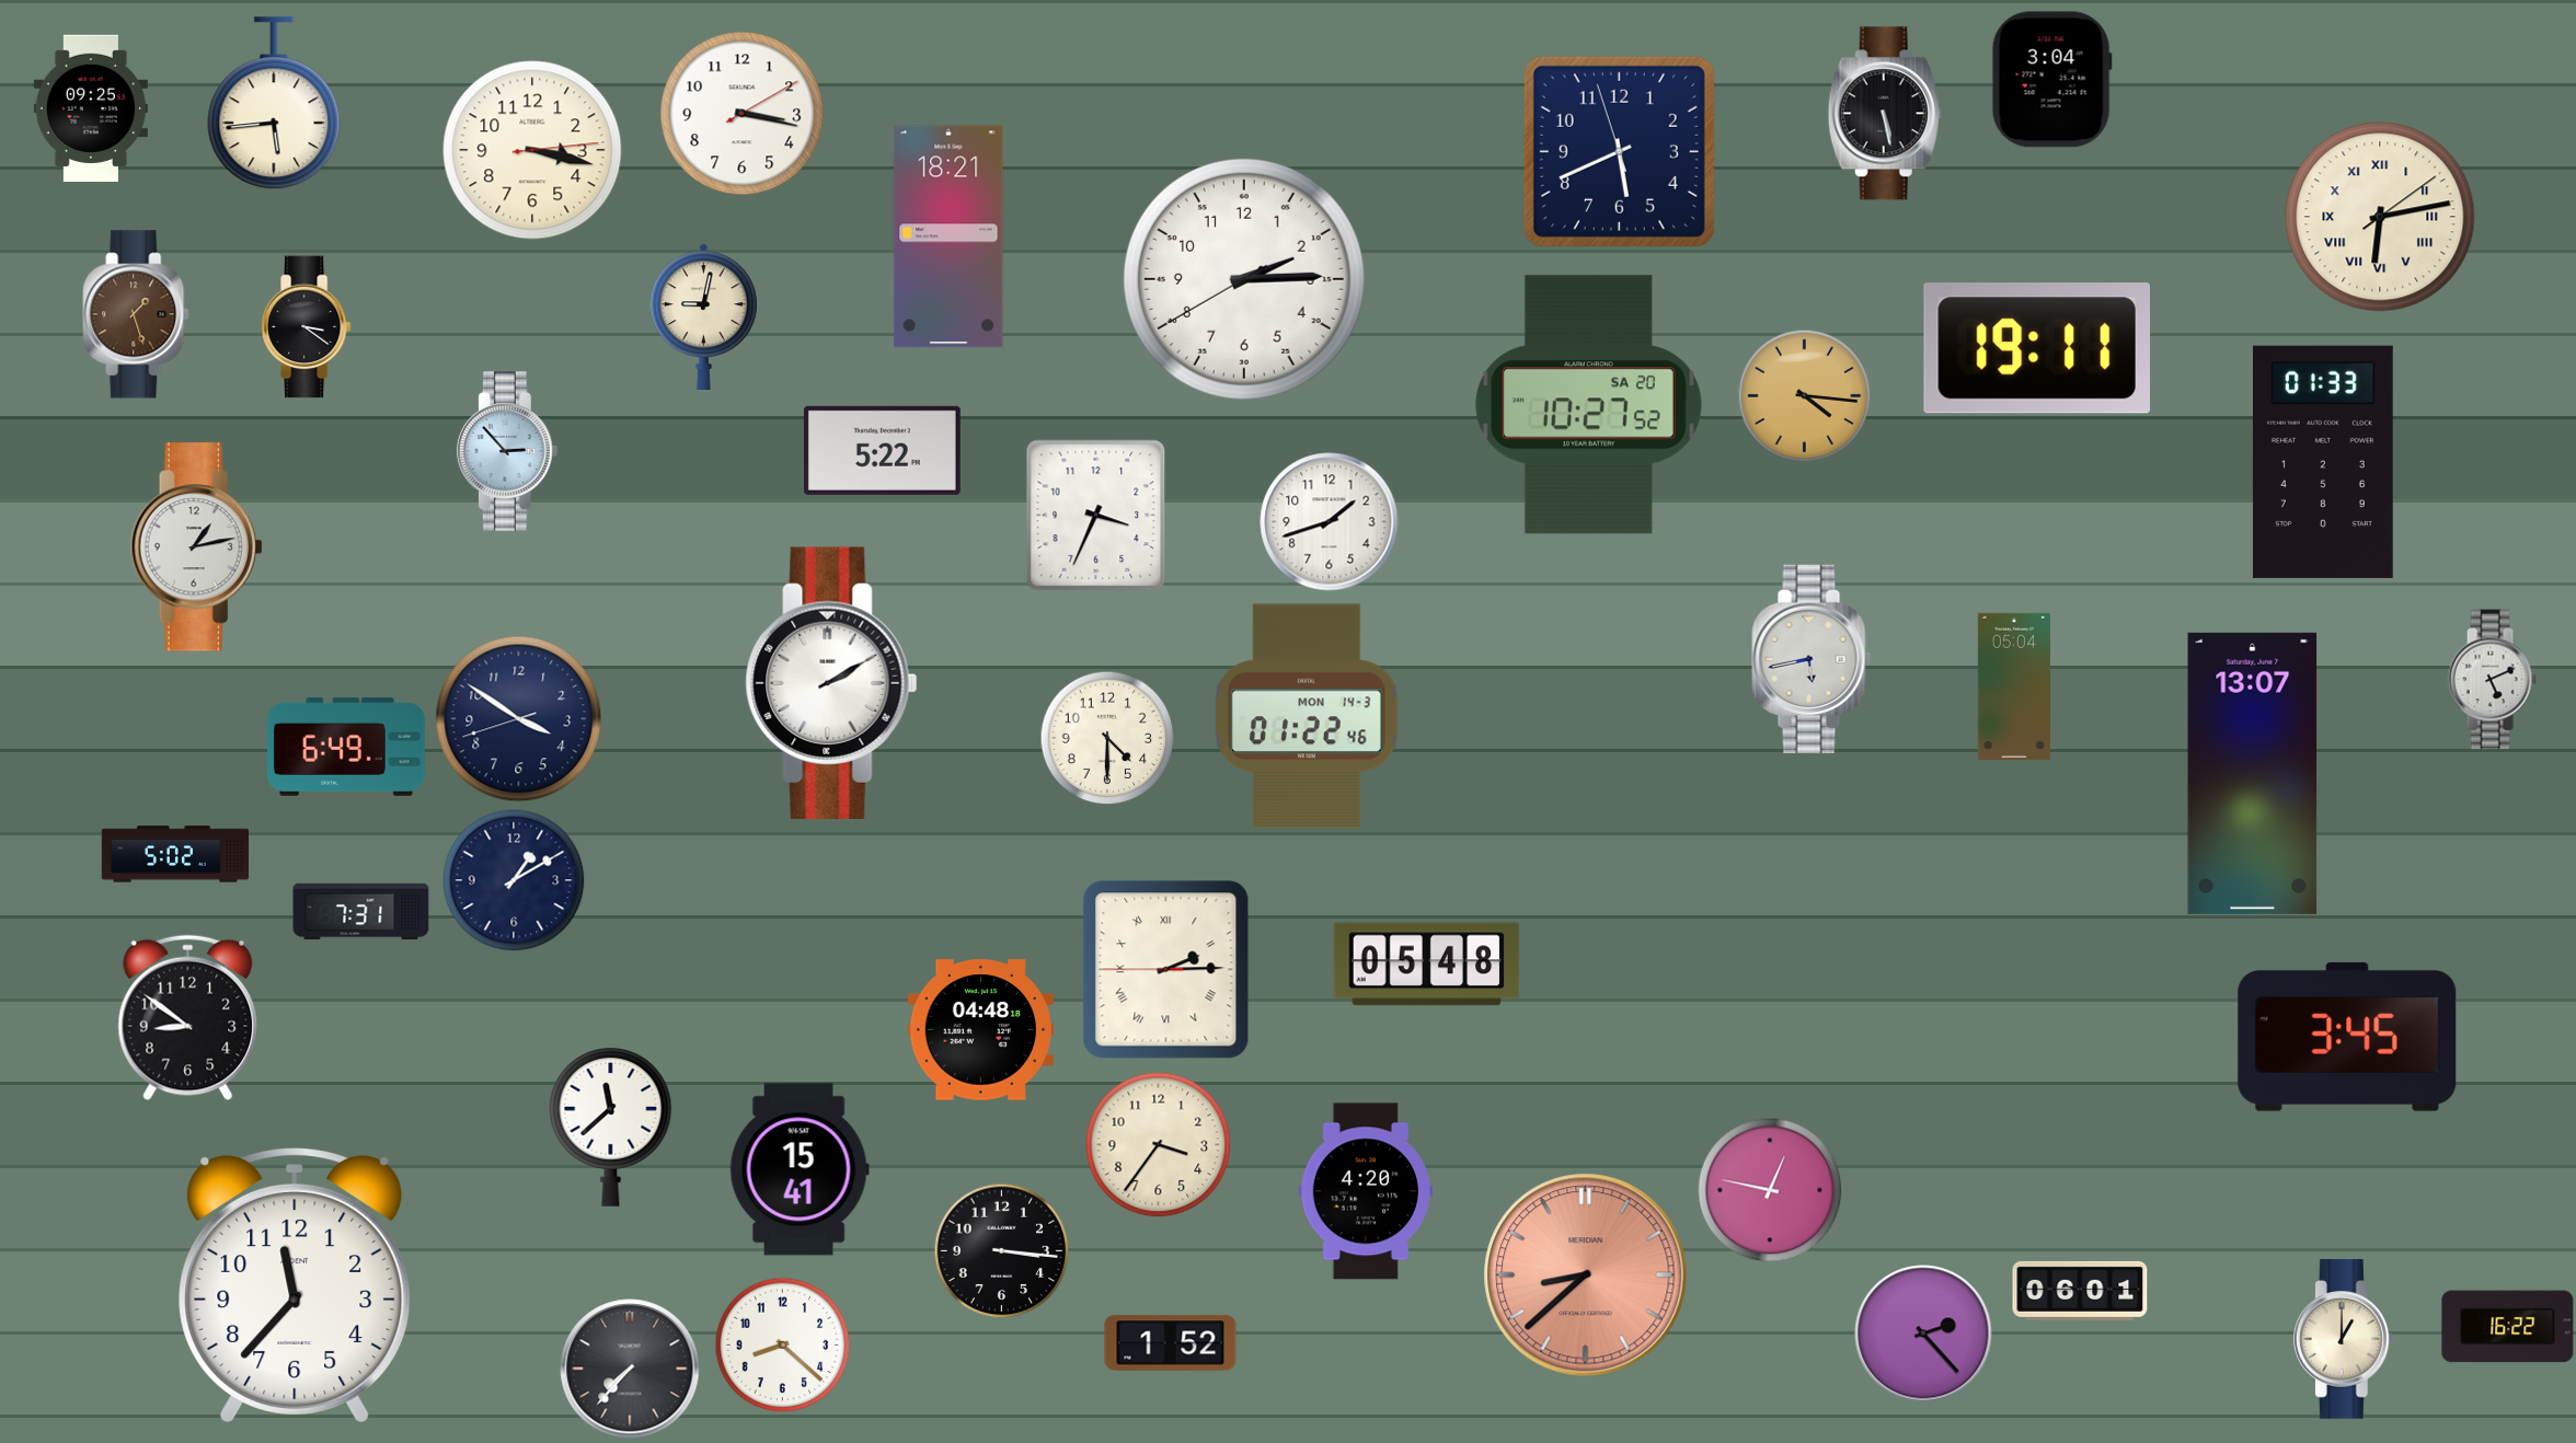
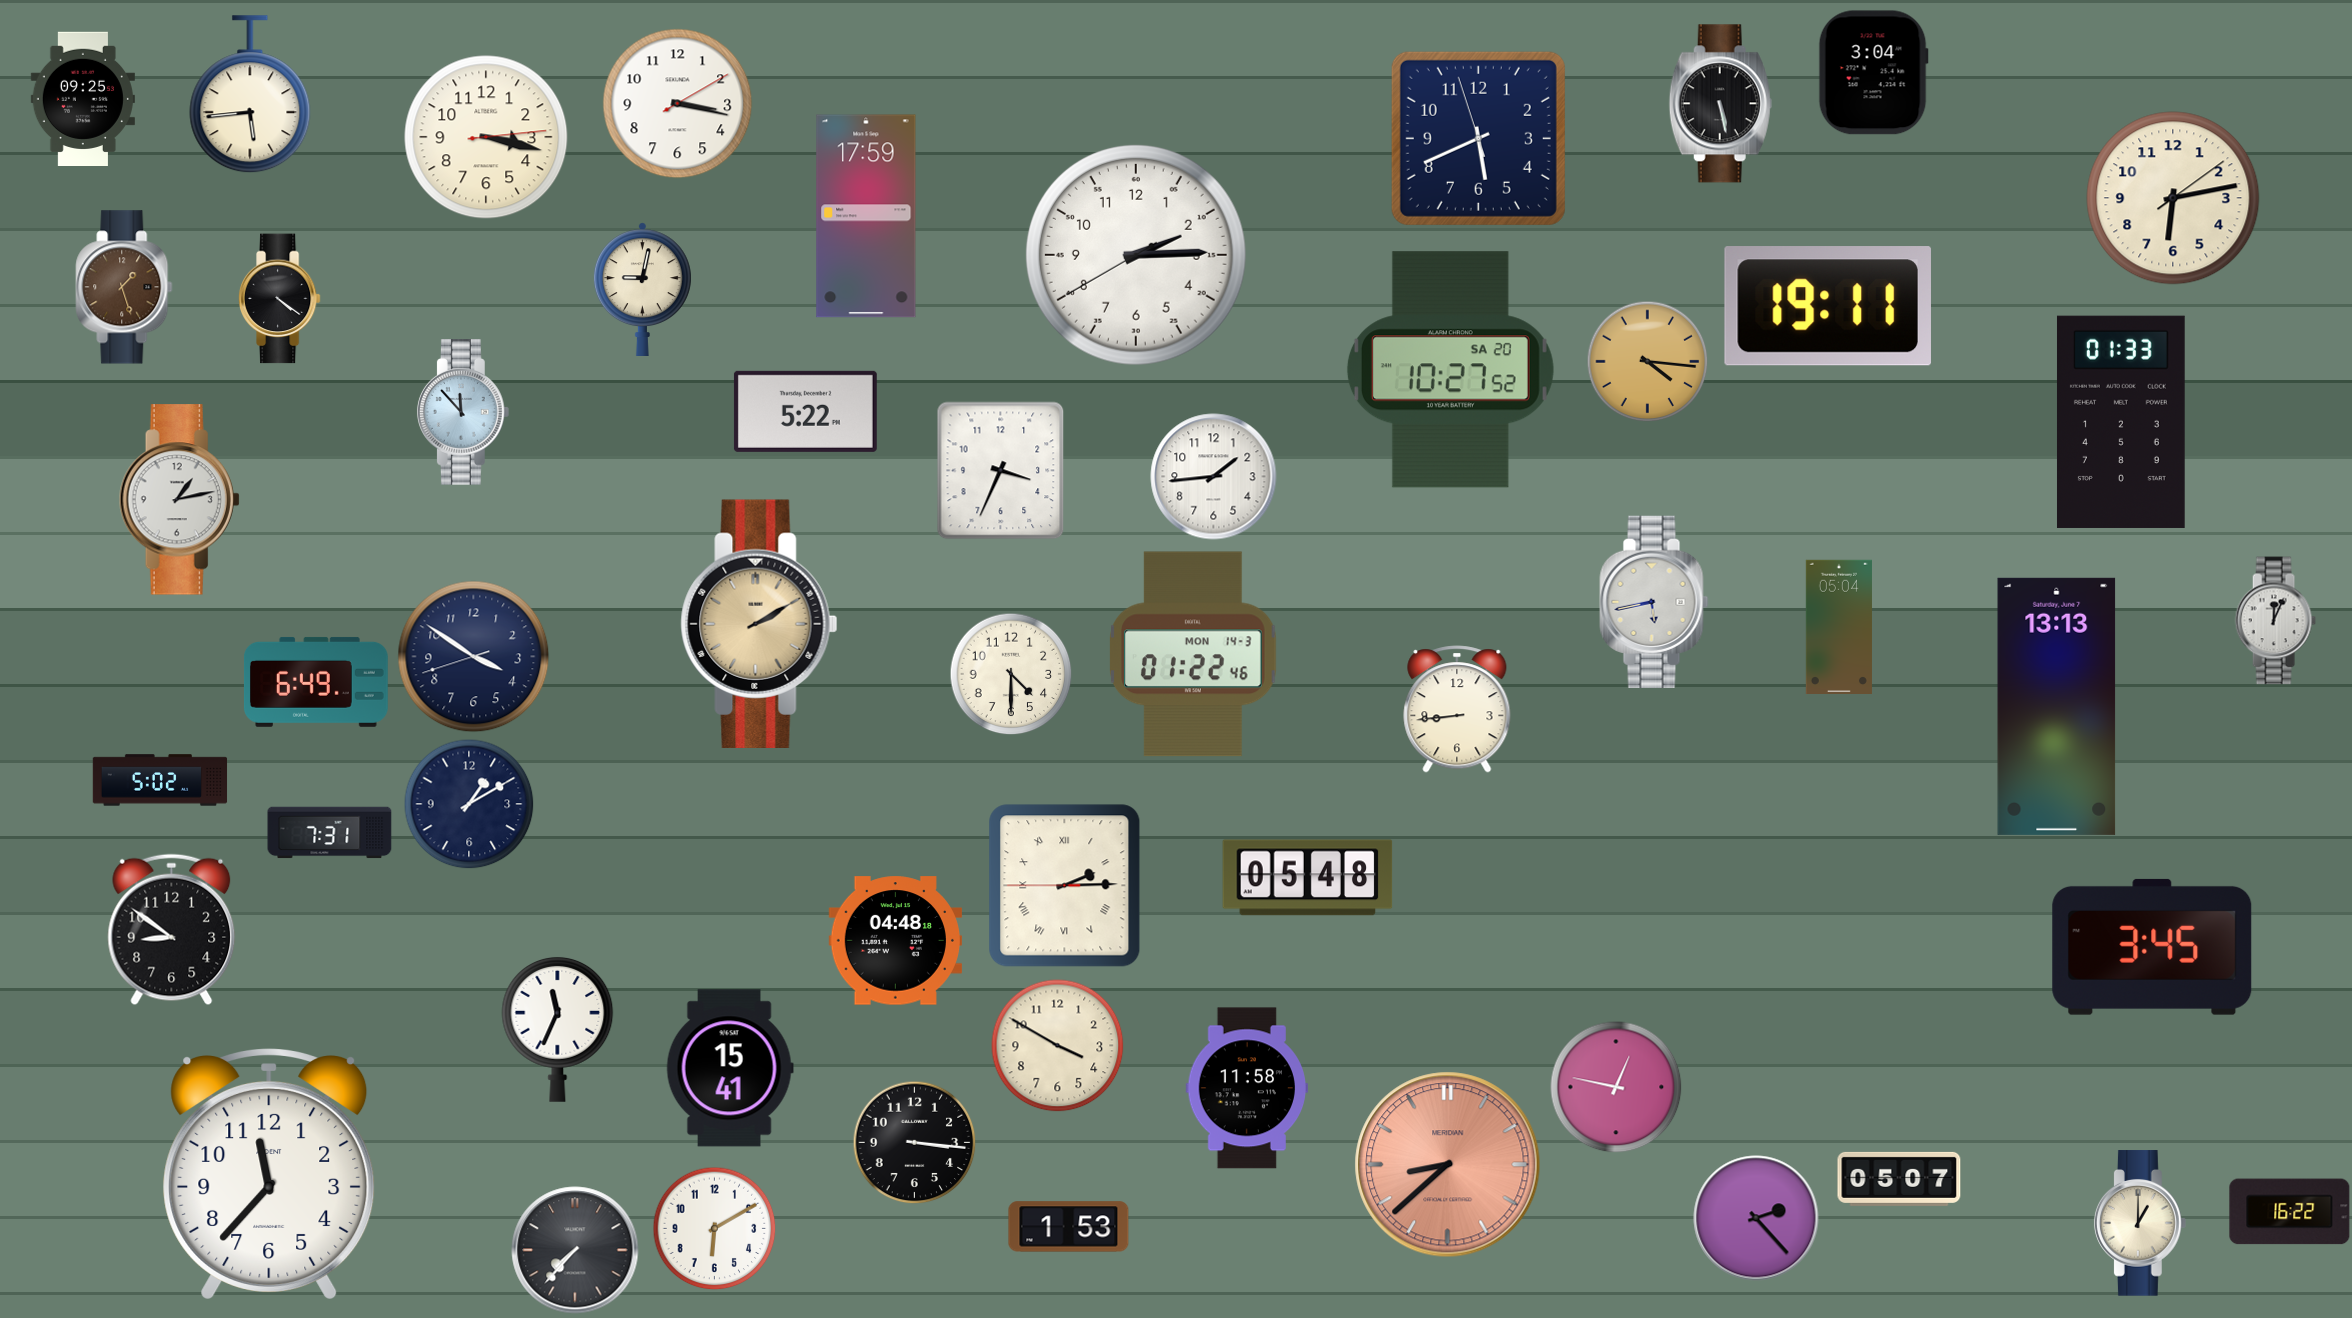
clock at (2380, 217) numerals: Roman -> Arabic
clock at (948, 236): 18:21 -> 17:59
clock at (306, 327): 3:21 -> 4:21
clock at (2037, 348) position: (2037, 348) -> (1828, 306)
clock at (507, 451): 2:53 -> 11:53
clock at (1330, 522): 1:42 -> 1:44
clock at (2492, 680): 5:11 -> 12:04
clock at (831, 682) dial: white -> champagne
clock at (2253, 773): 13:07 -> 13:13
clock at (1457, 709): none -> 8:44
clock at (1427, 965) position: (1427, 965) -> (1308, 878)
clock at (2347, 1037) position: (2347, 1037) -> (2152, 947)
clock at (611, 1127): 11:38 -> 11:34
clock at (1159, 1145): 3:36 -> 3:50
clock at (1365, 1191): 4:20 -> 11:58
clock at (2080, 1291): 06:01 -> 05:07
clock at (1171, 1343): 1:52 -> 1:53
clock at (783, 1346): 8:22 -> 6:10
